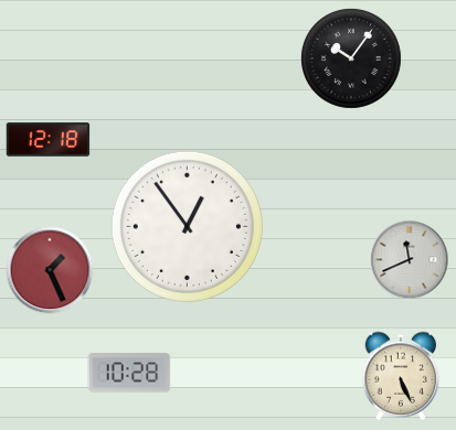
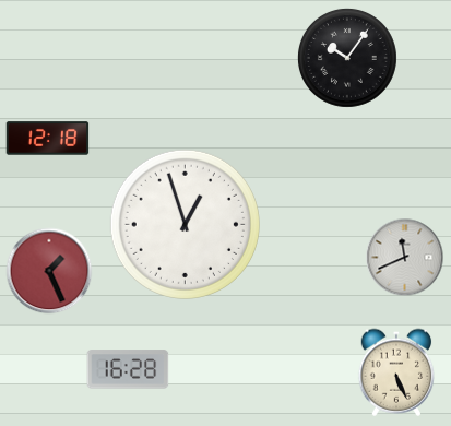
clock at (187, 226): 12:54 -> 12:57
clock at (50, 270) position: (50, 270) -> (49, 271)
clock at (129, 373): 10:28 -> 16:28
